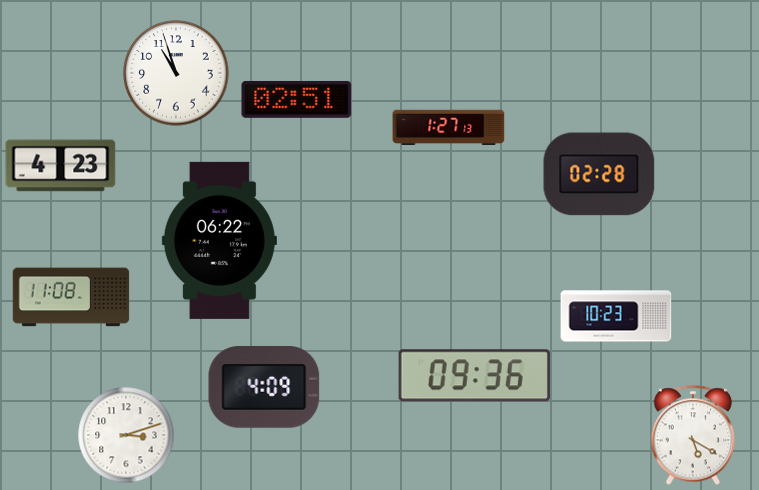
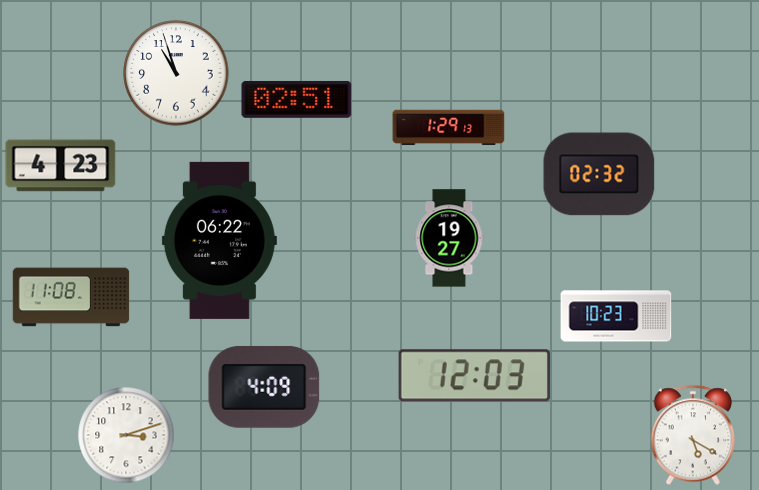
clock at (449, 128): 1:27 -> 1:29
clock at (599, 174): 02:28 -> 02:32
clock at (449, 238): none -> 19:27
clock at (474, 376): 09:36 -> 12:03
